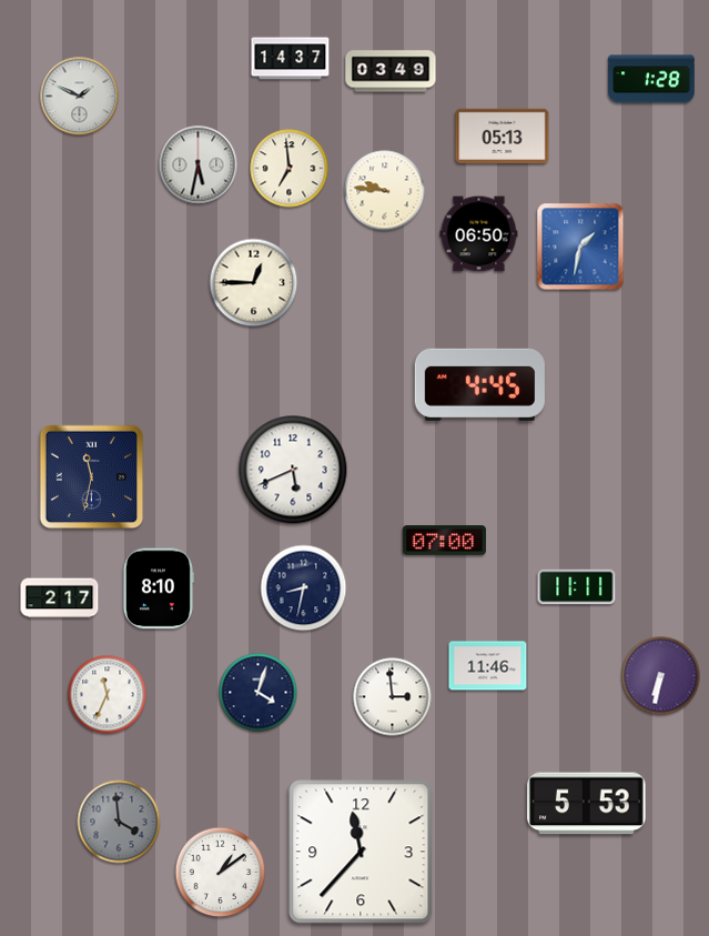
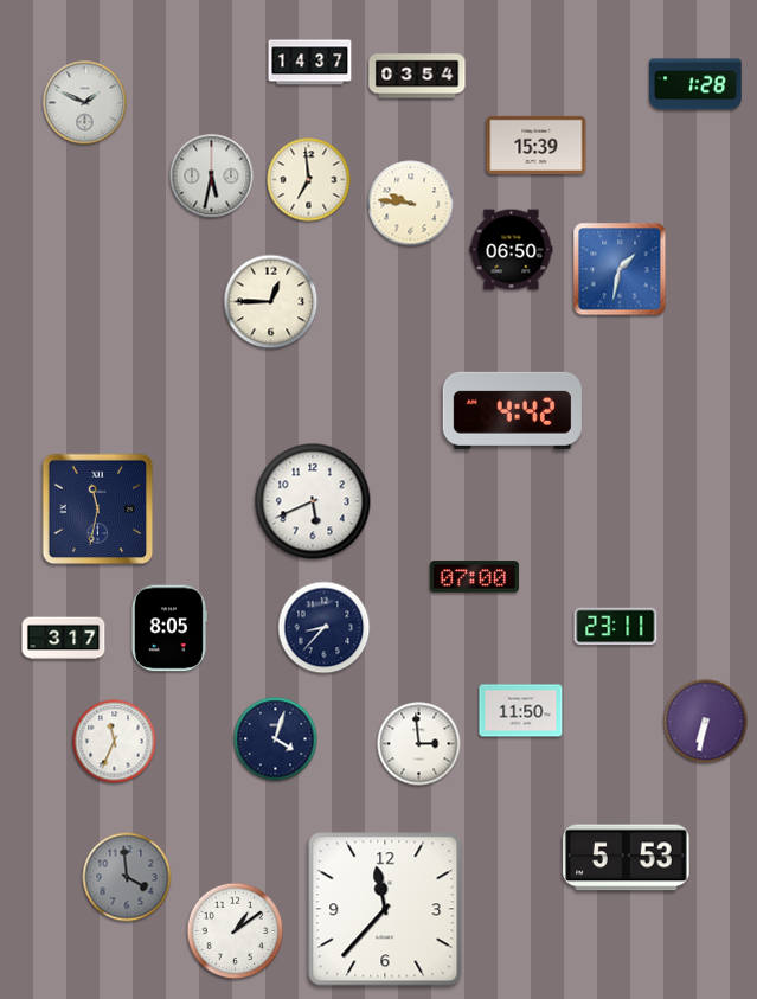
clock at (391, 71): 03:49 -> 03:54
clock at (503, 135): 05:13 -> 15:39
clock at (580, 246) position: (580, 246) -> (620, 269)
clock at (479, 384): 4:45 -> 4:42
clock at (577, 587): 11:11 -> 23:11
clock at (158, 588): 8:10 -> 8:05
clock at (304, 588): 8:32 -> 8:37
clock at (60, 598): 2:17 -> 3:17
clock at (488, 666): 11:46 -> 11:50
